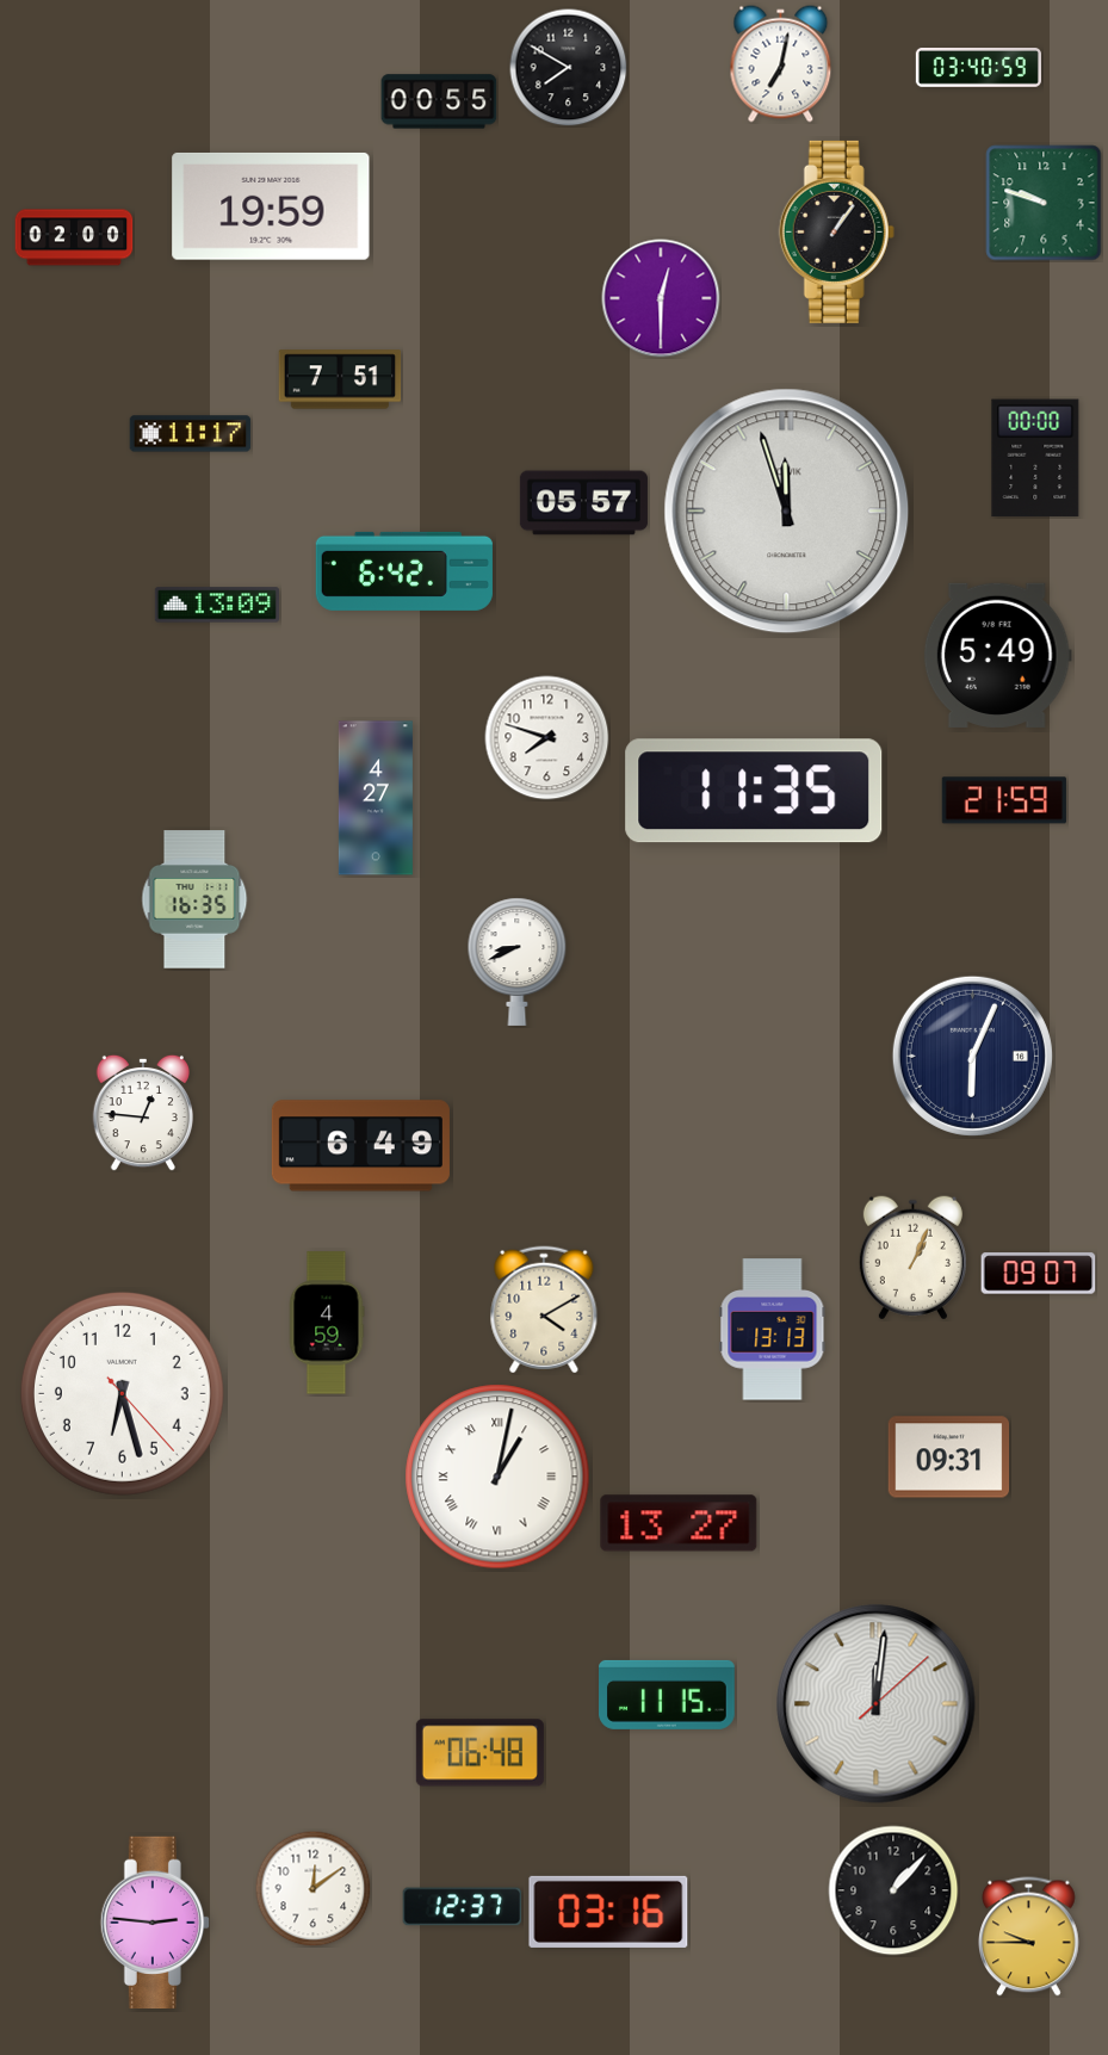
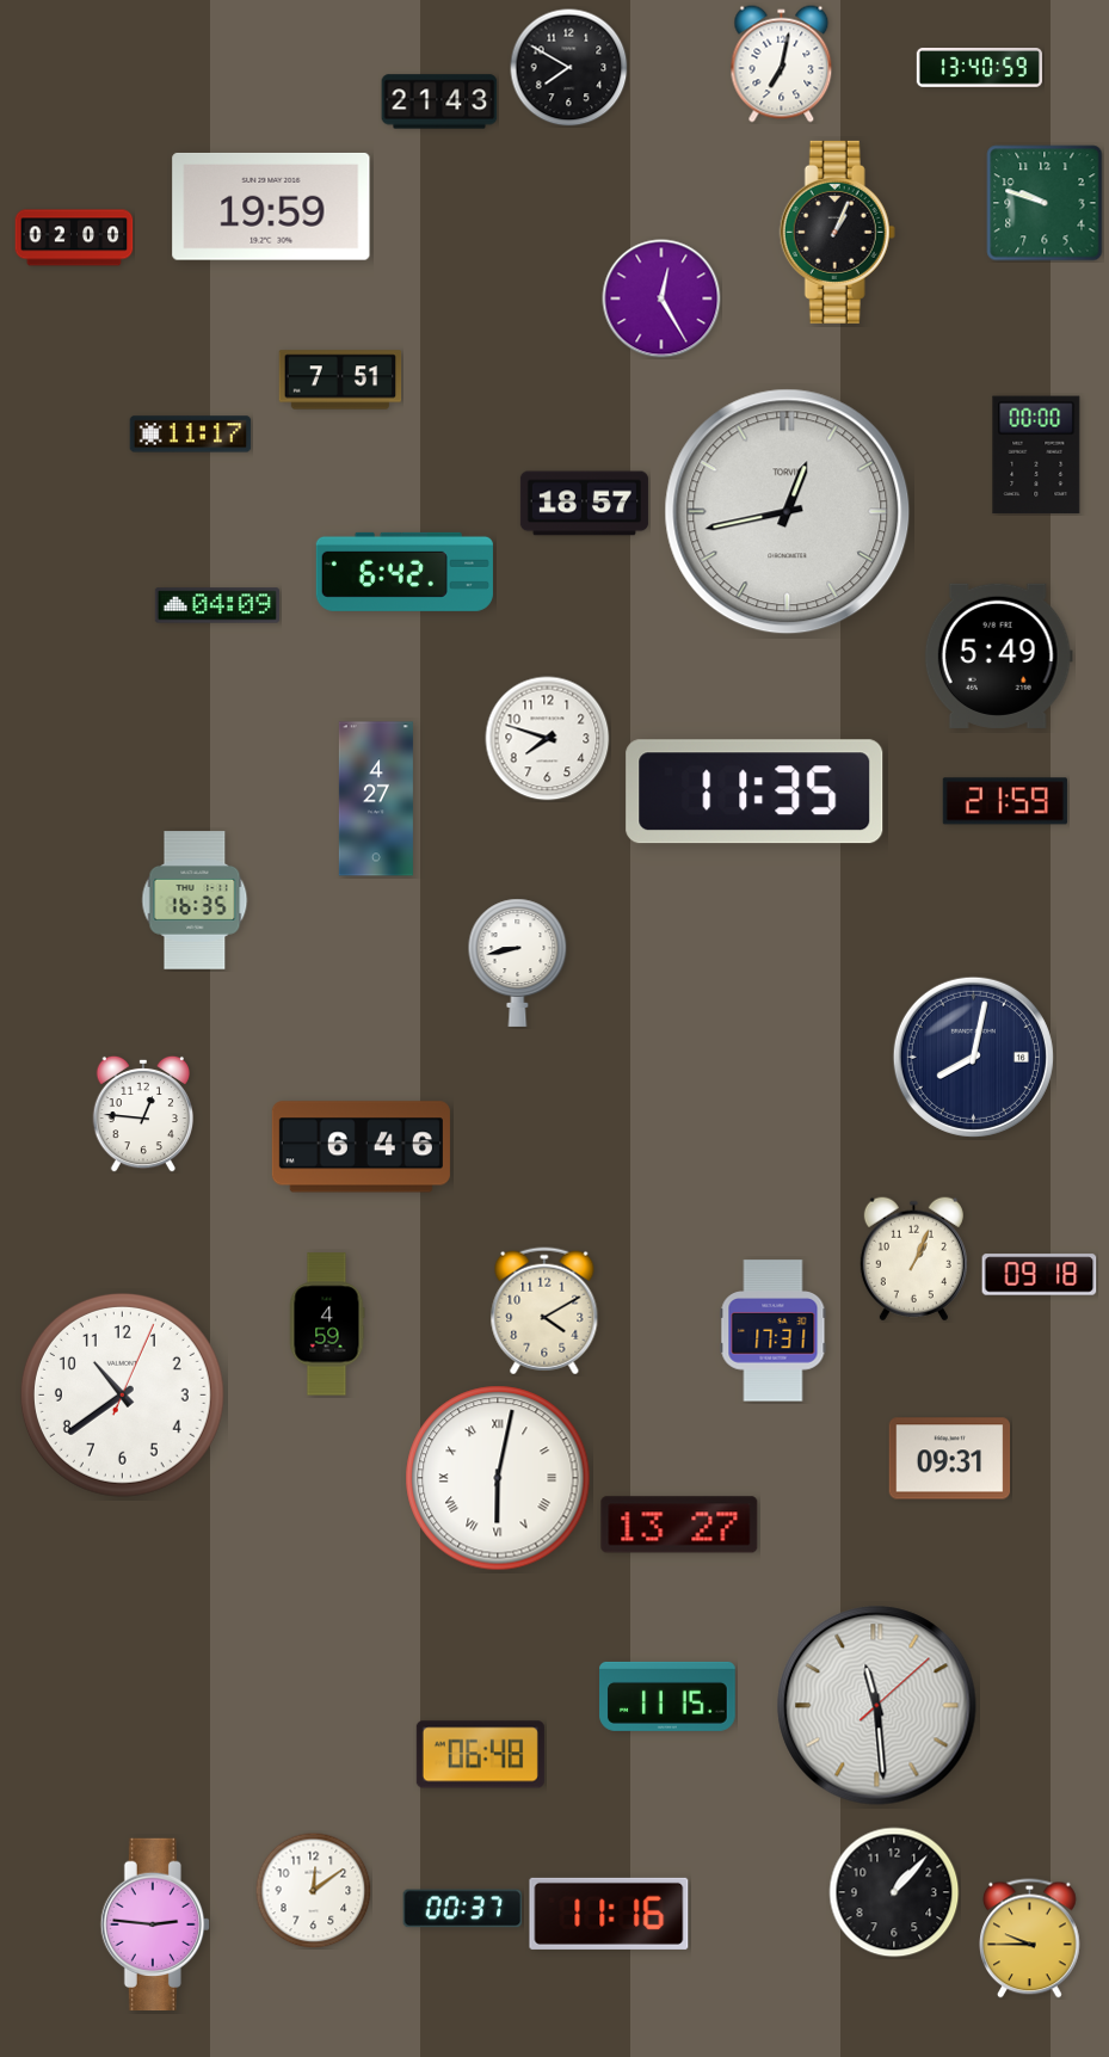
clock at (978, 68): 03:40 -> 13:40
clock at (439, 101): 00:55 -> 21:43
clock at (836, 231): 1:06 -> 1:04
clock at (661, 298): 12:30 -> 12:25
clock at (1035, 458) position: (1035, 458) -> (1036, 455)
clock at (583, 503): 05:57 -> 18:57
clock at (787, 512): 11:57 -> 12:43
clock at (217, 605): 13:09 -> 04:09
clock at (518, 961): 8:41 -> 8:43
clock at (972, 1056): 6:04 -> 8:02
clock at (360, 1146): 6:49 -> 6:46
clock at (1039, 1274): 09:07 -> 09:18
clock at (773, 1330): 13:13 -> 17:31
clock at (122, 1393): 6:27 -> 10:39
clock at (497, 1477): 1:02 -> 6:02
clock at (877, 1704): 12:01 -> 11:29
clock at (463, 1907): 12:37 -> 00:37
clock at (608, 1912): 03:16 -> 11:16
